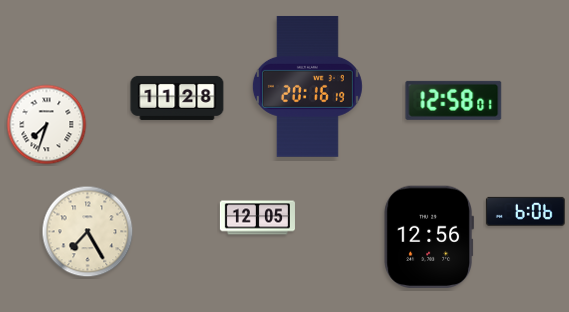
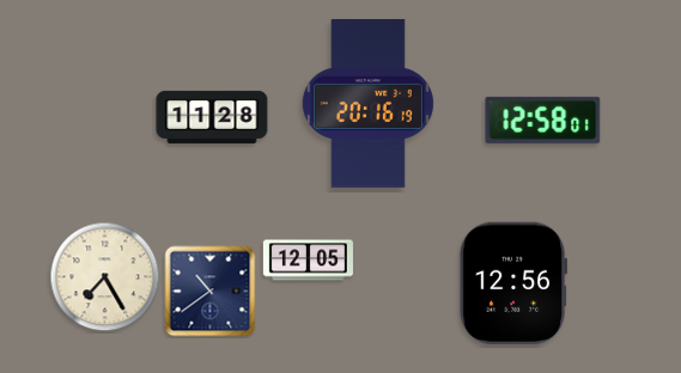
clock at (47, 125): 7:33 -> none
clock at (525, 211): 6:06 -> none
clock at (211, 292): none -> 10:39
